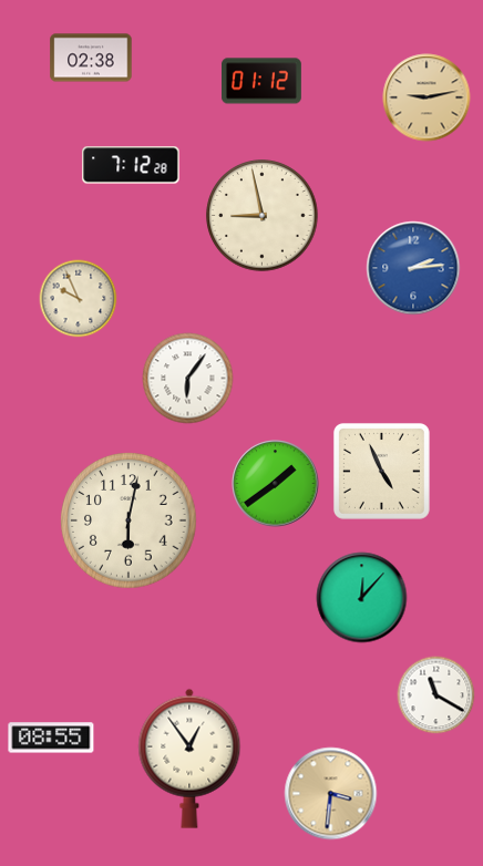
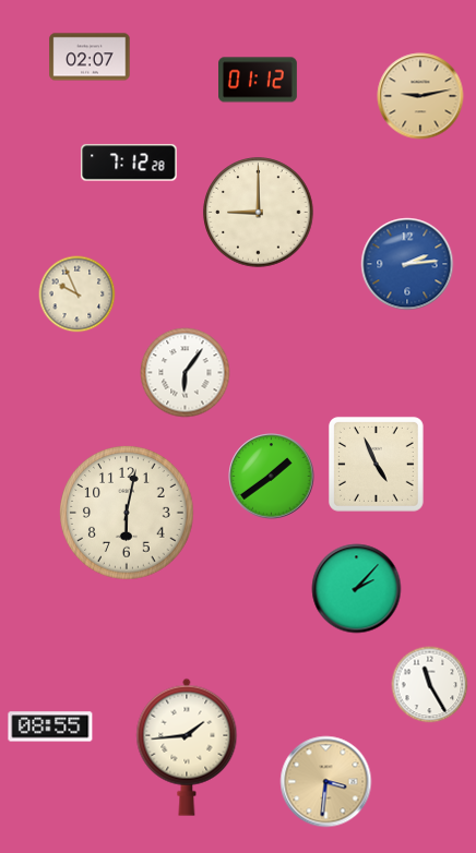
clock at (91, 58): 02:38 -> 02:07
clock at (263, 216): 8:58 -> 9:00
clock at (362, 598): 12:07 -> 2:07
clock at (436, 695): 11:20 -> 11:25
clock at (189, 759): 12:54 -> 1:44
